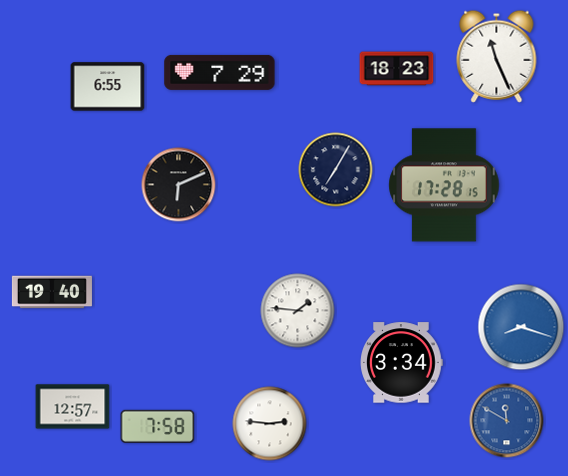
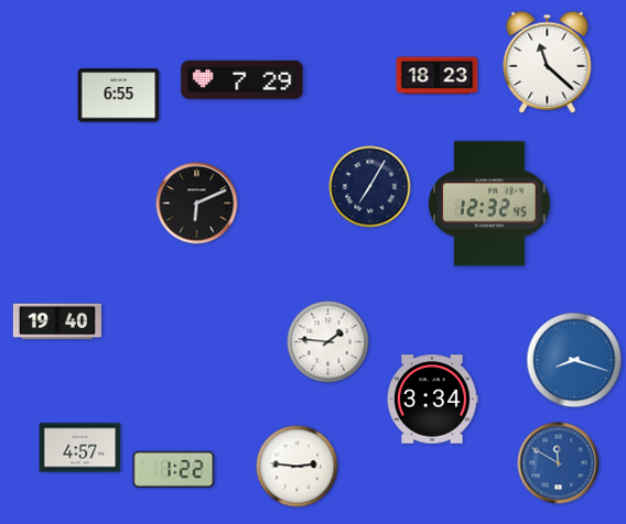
clock at (497, 56): 11:26 -> 11:22
clock at (444, 185): 17:28 -> 12:32
clock at (401, 363) position: (401, 363) -> (432, 400)
clock at (73, 407): 12:57 -> 4:57
clock at (158, 426): 7:58 -> 1:22
